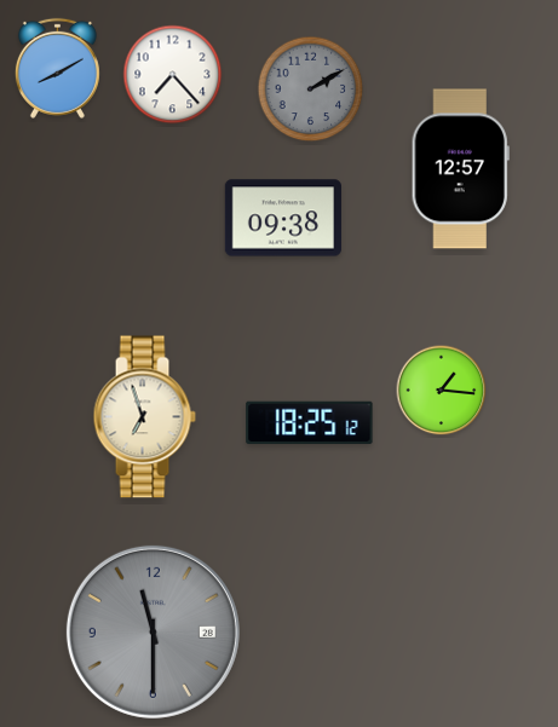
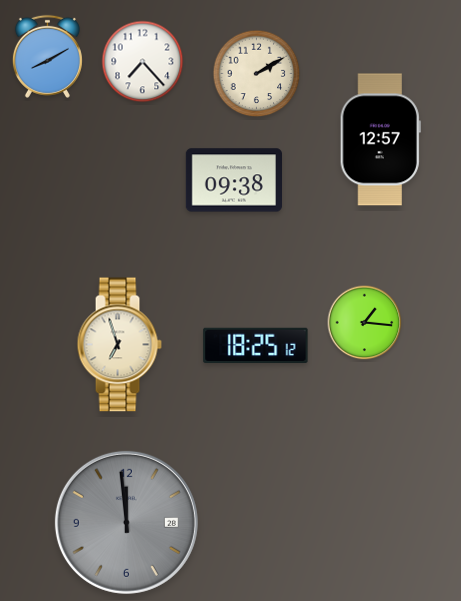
clock at (311, 90) dial: grey -> cream
clock at (310, 423) position: (310, 423) -> (256, 346)
clock at (153, 631): 11:30 -> 11:59
